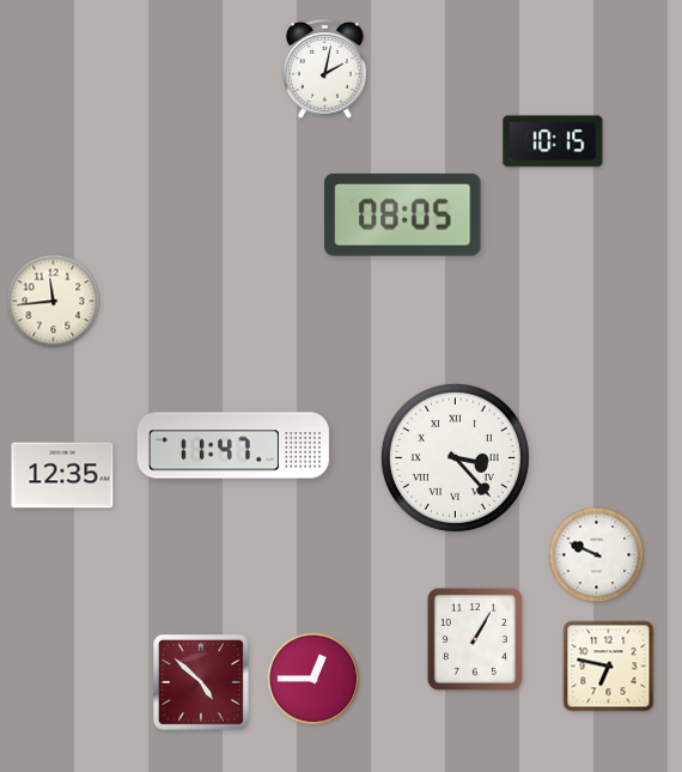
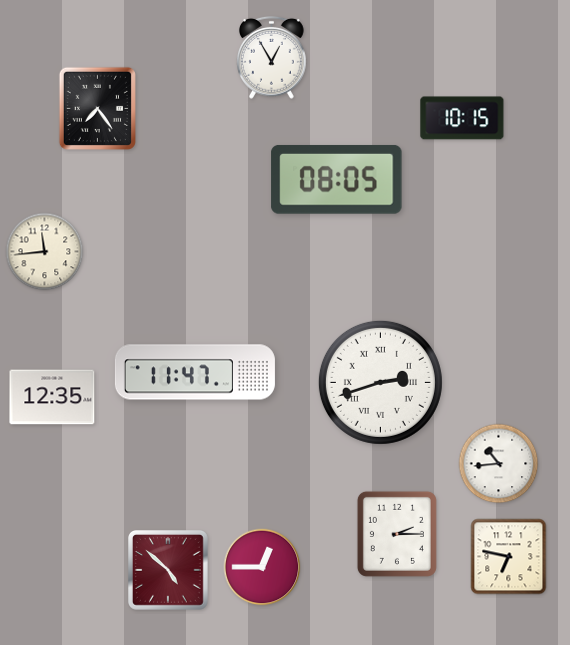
clock at (325, 68): 2:02 -> 12:55
clock at (97, 108): none -> 7:24
clock at (455, 457): 3:23 -> 2:42
clock at (597, 555): 9:49 -> 10:44
clock at (475, 639): 1:05 -> 2:15
